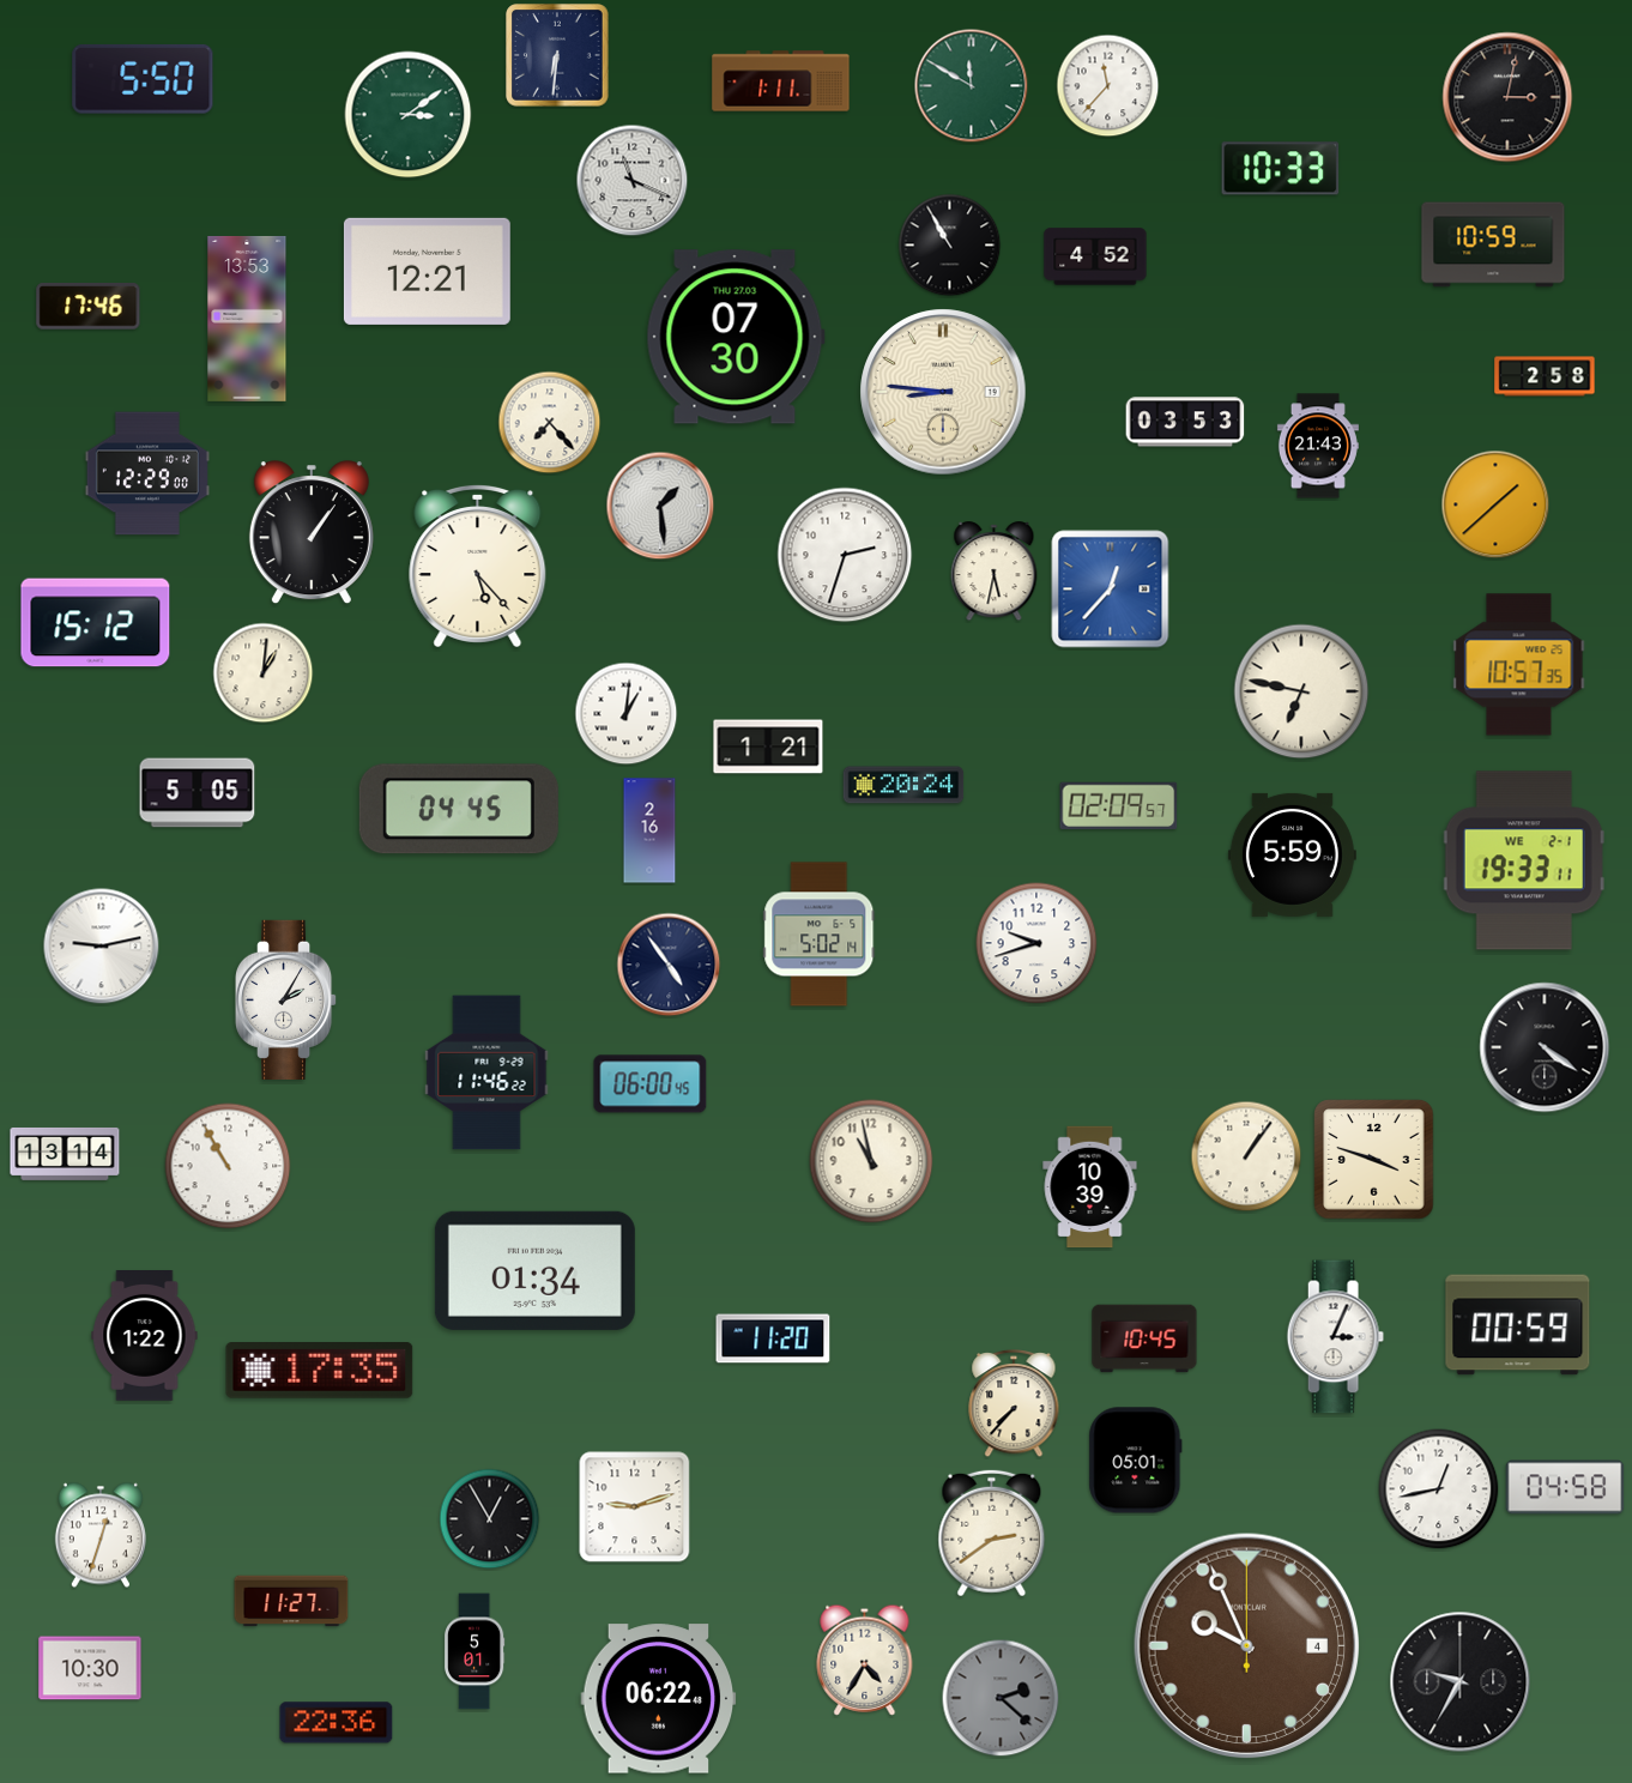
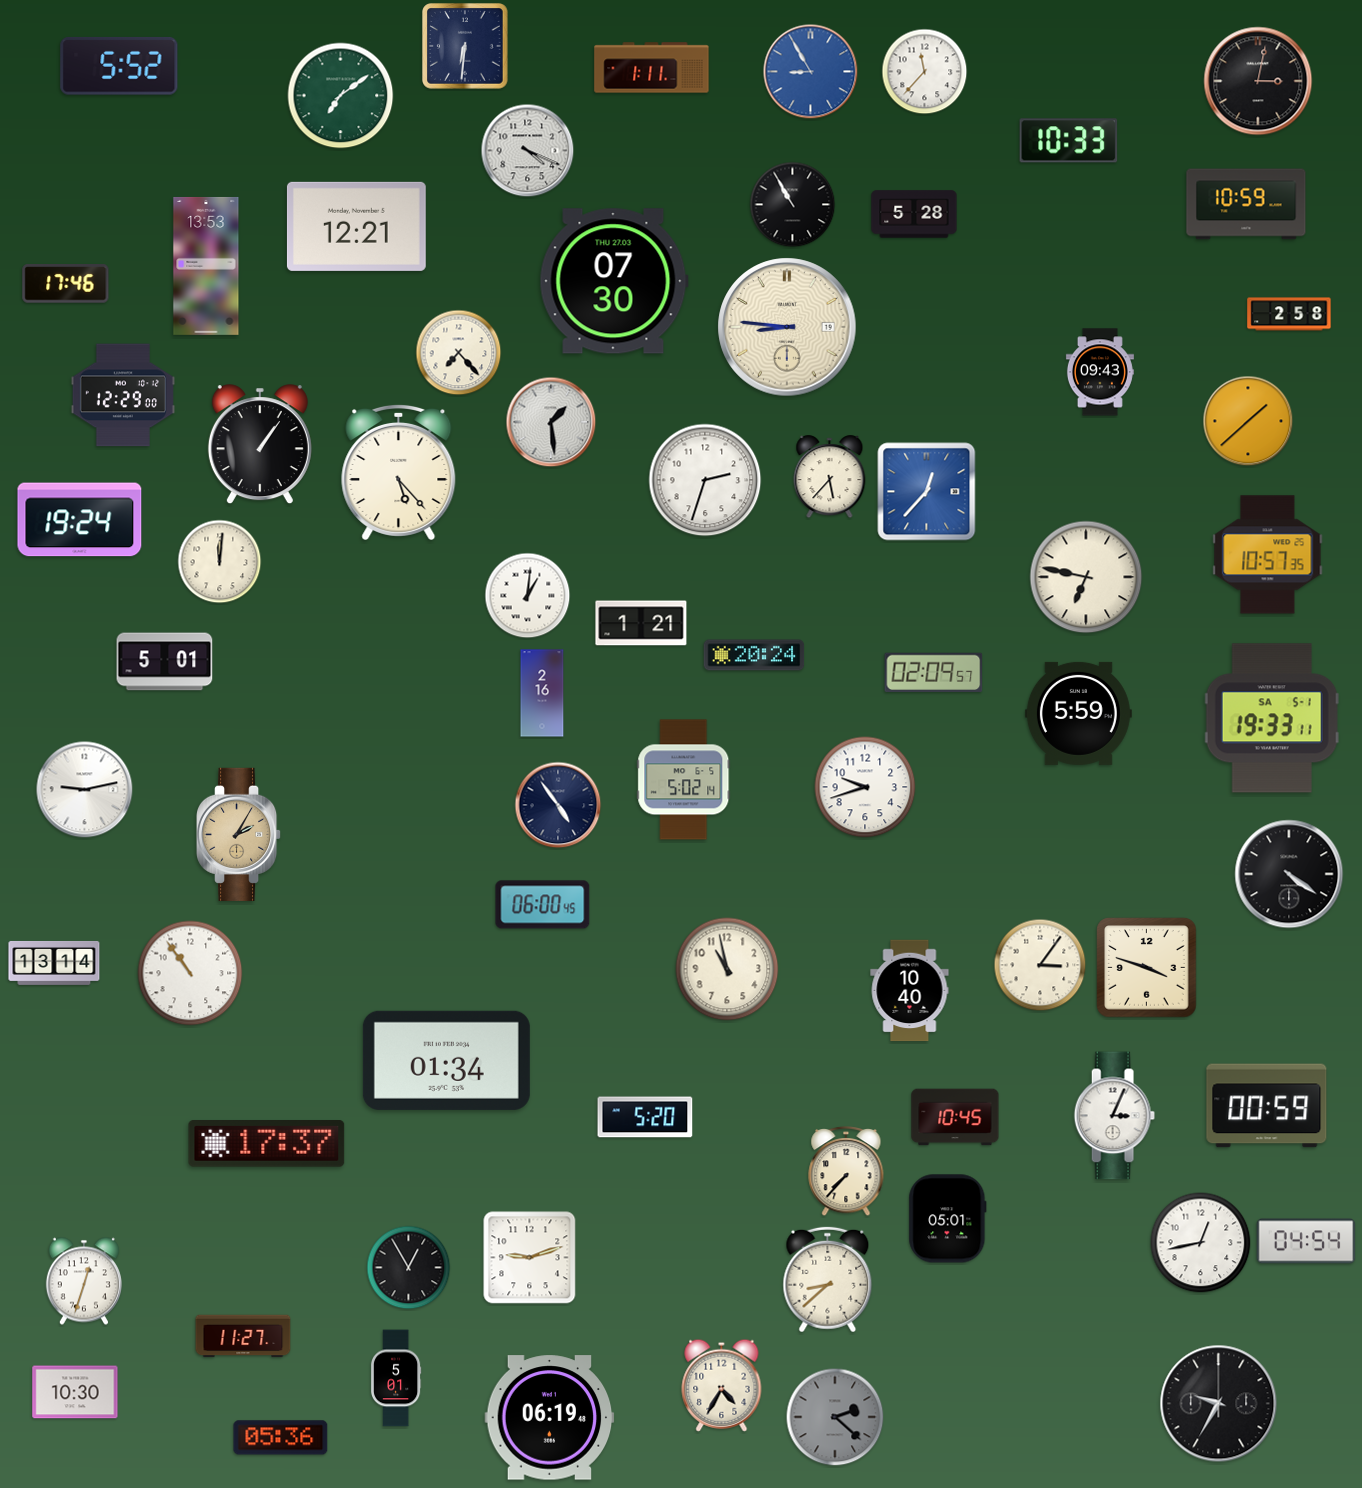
clock at (143, 79): 5:50 -> 5:52
clock at (972, 86): 11:50 -> 8:55
clock at (972, 86) dial: green -> blue
clock at (409, 115): 3:09 -> 7:09
clock at (633, 181): 11:19 -> 4:19
clock at (1095, 256): 4:52 -> 5:28
clock at (89, 307) position: (89, 307) -> (66, 284)
clock at (1185, 422): 03:53 -> none
clock at (1318, 446): 21:43 -> 09:43
clock at (845, 555) position: (845, 555) -> (705, 480)
clock at (995, 572): 5:32 -> 5:37
clock at (96, 623): 15:12 -> 19:24
clock at (264, 673): 1:01 -> 12:01
clock at (627, 714) position: (627, 714) -> (528, 596)
clock at (198, 793): 5:05 -> 5:01
clock at (459, 809): 04:45 -> none
clock at (1524, 860) date: WE 2-1 -> SA 5-1
clock at (288, 999) dial: white -> champagne
clock at (486, 1072): 11:46 -> none
clock at (1246, 1156): 1:06 -> 3:06
clock at (228, 1166): 10:55 -> 10:54
clock at (1090, 1187): 10:39 -> 10:40
clock at (145, 1336): 1:22 -> none
clock at (773, 1338): 11:20 -> 5:20
clock at (320, 1371): 17:35 -> 17:37
clock at (1565, 1487): 04:58 -> 04:54
clock at (992, 1534): 2:39 -> 8:38
clock at (1247, 1646): 9:56 -> none
clock at (659, 1699): 06:22 -> 06:19
clock at (337, 1723): 22:36 -> 05:36
